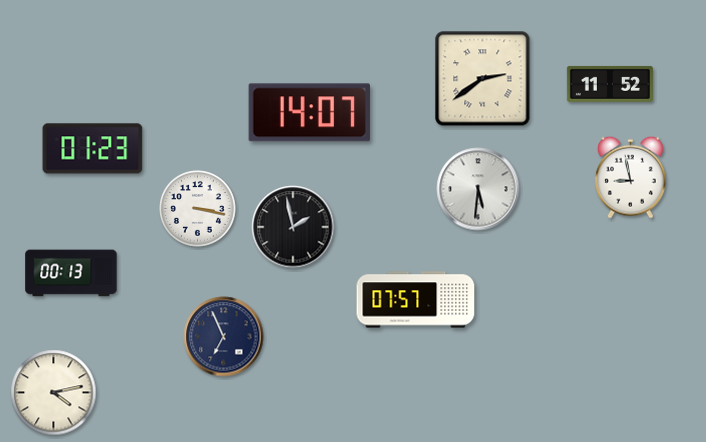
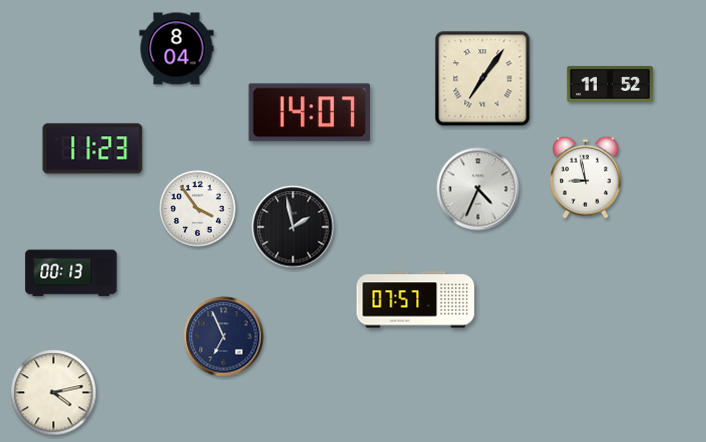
clock at (177, 49): none -> 8:04
clock at (483, 79): 2:39 -> 7:06
clock at (93, 149): 01:23 -> 11:23
clock at (630, 177) position: (630, 177) -> (585, 177)
clock at (478, 189): 5:31 -> 4:34
clock at (198, 209): 3:17 -> 3:54
